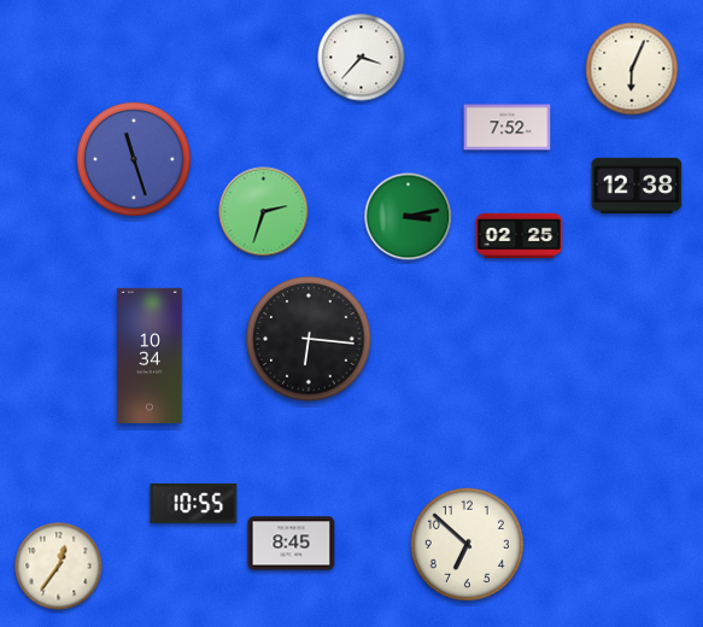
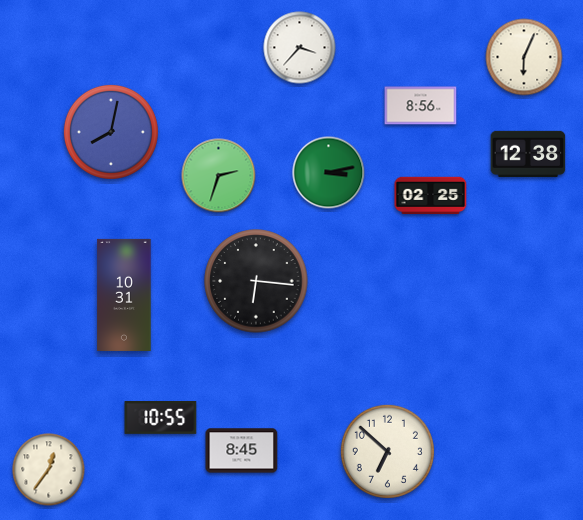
clock at (508, 128): 7:52 -> 8:56
clock at (134, 159): 11:27 -> 8:02
clock at (409, 217) position: (409, 217) -> (329, 173)
clock at (150, 356): 10:34 -> 10:31
